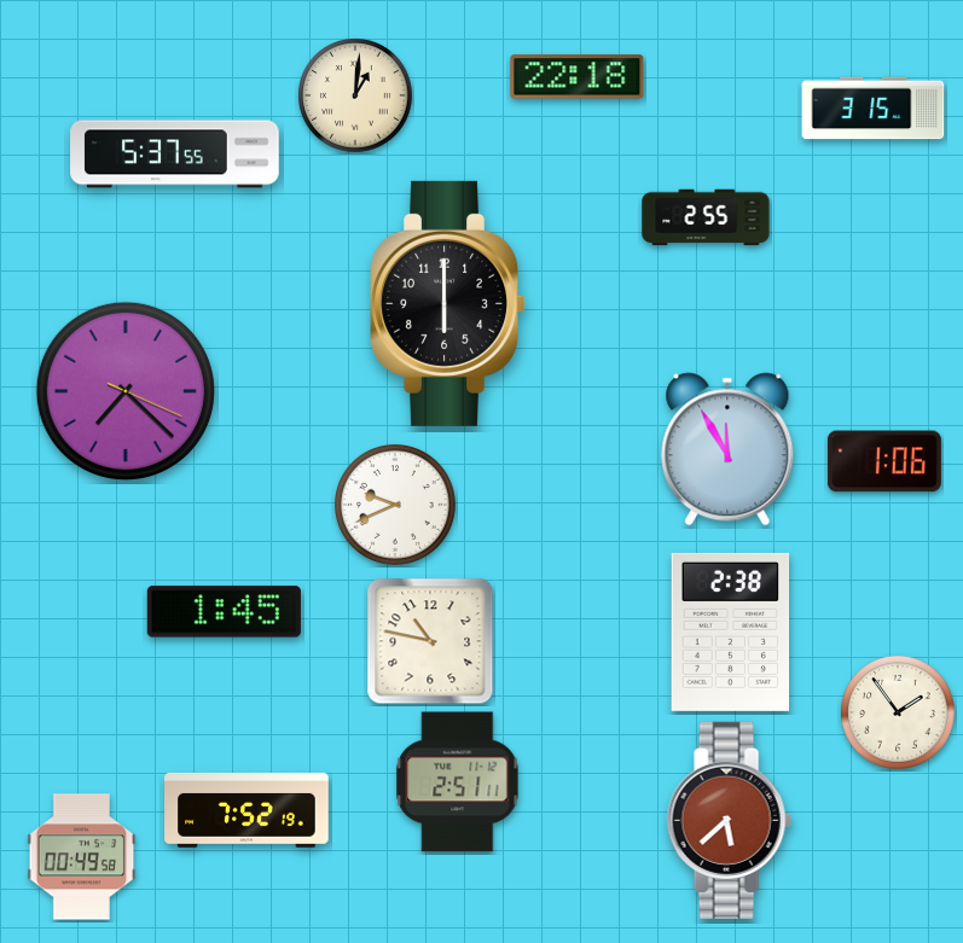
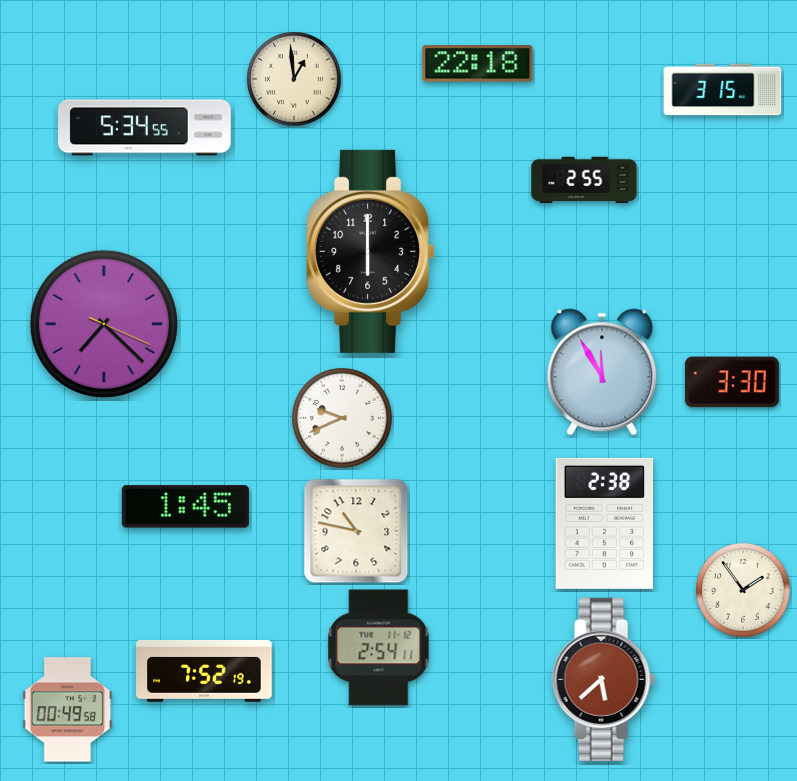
clock at (355, 95): 1:01 -> 12:59
clock at (175, 155): 5:37 -> 5:34
clock at (884, 461): 1:06 -> 3:30
clock at (396, 506) position: (396, 506) -> (343, 419)
clock at (458, 782): 2:51 -> 2:54
